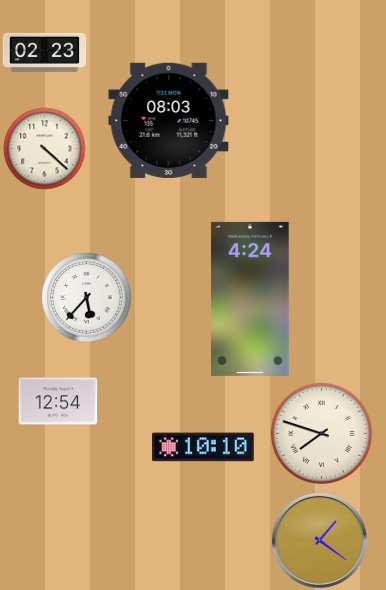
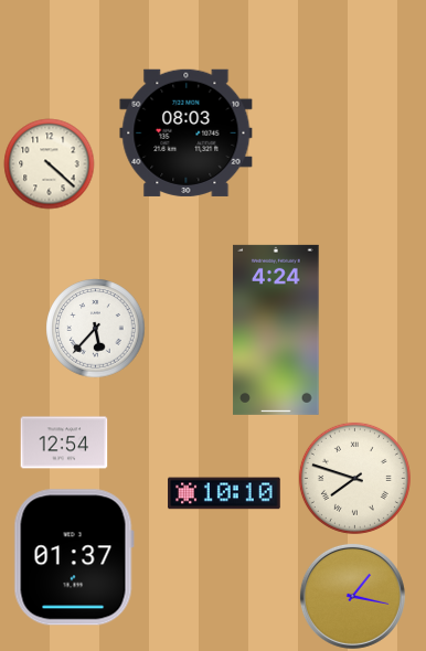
clock at (44, 52): 02:23 -> none
clock at (74, 557): none -> 01:37
clock at (319, 540): 1:21 -> 1:17
